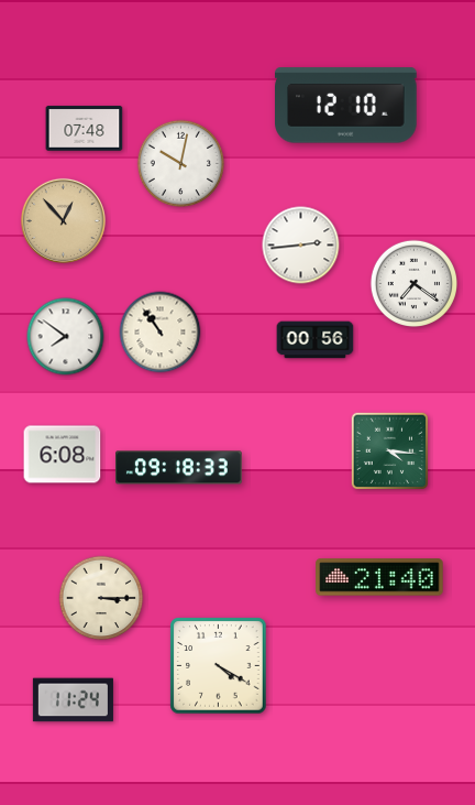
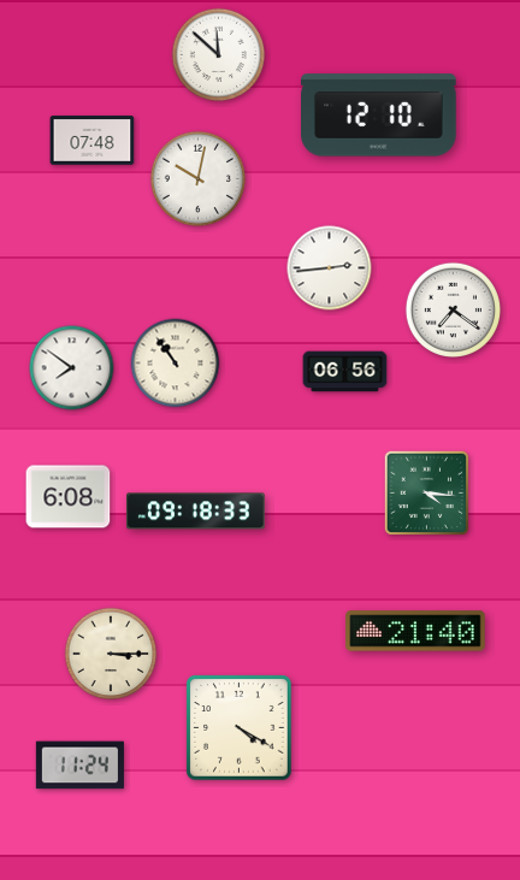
clock at (219, 55): none -> 11:52
clock at (63, 220): 12:53 -> none
clock at (316, 340): 00:56 -> 06:56
